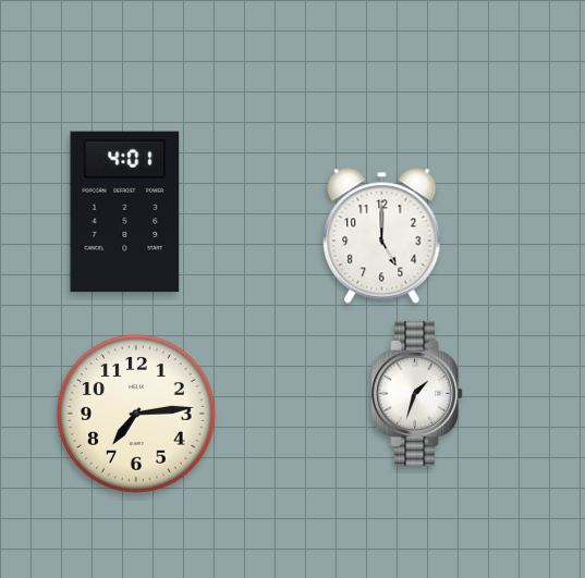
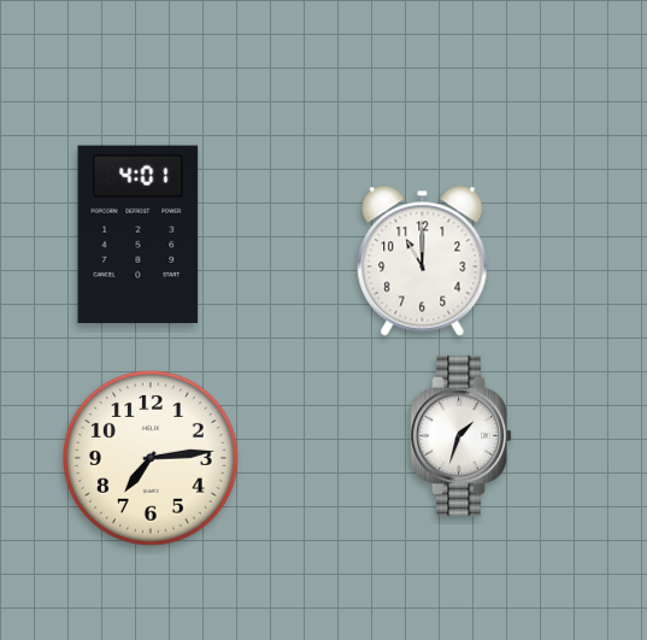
clock at (382, 236): 5:00 -> 11:00
